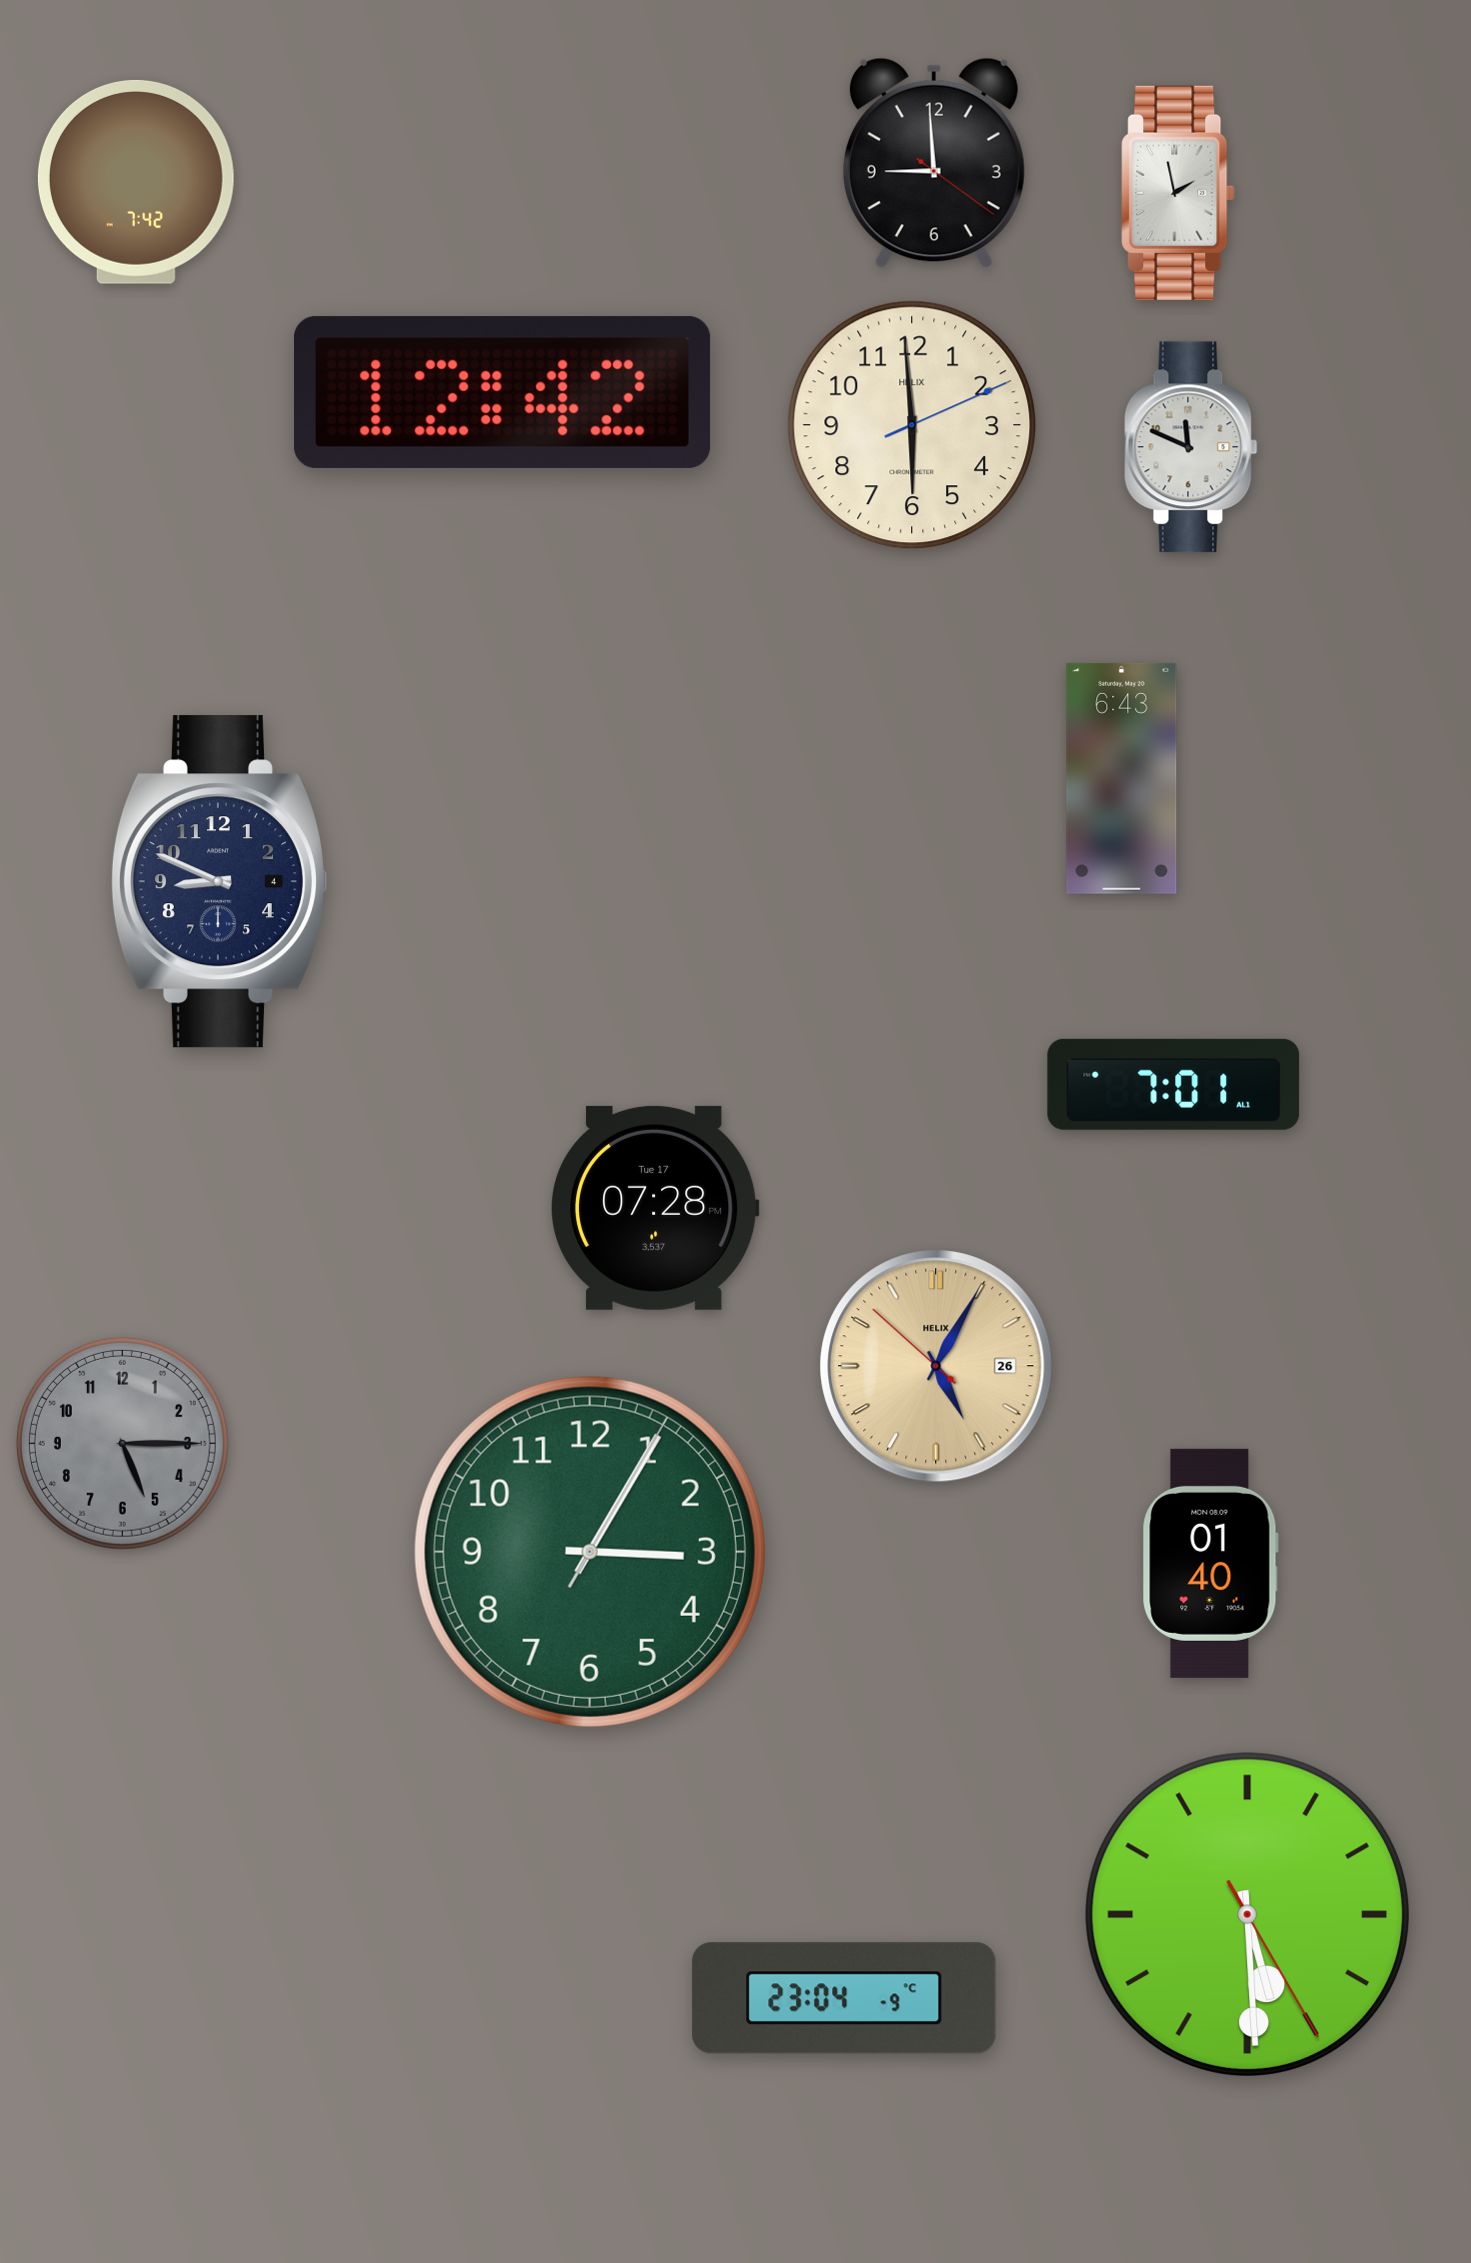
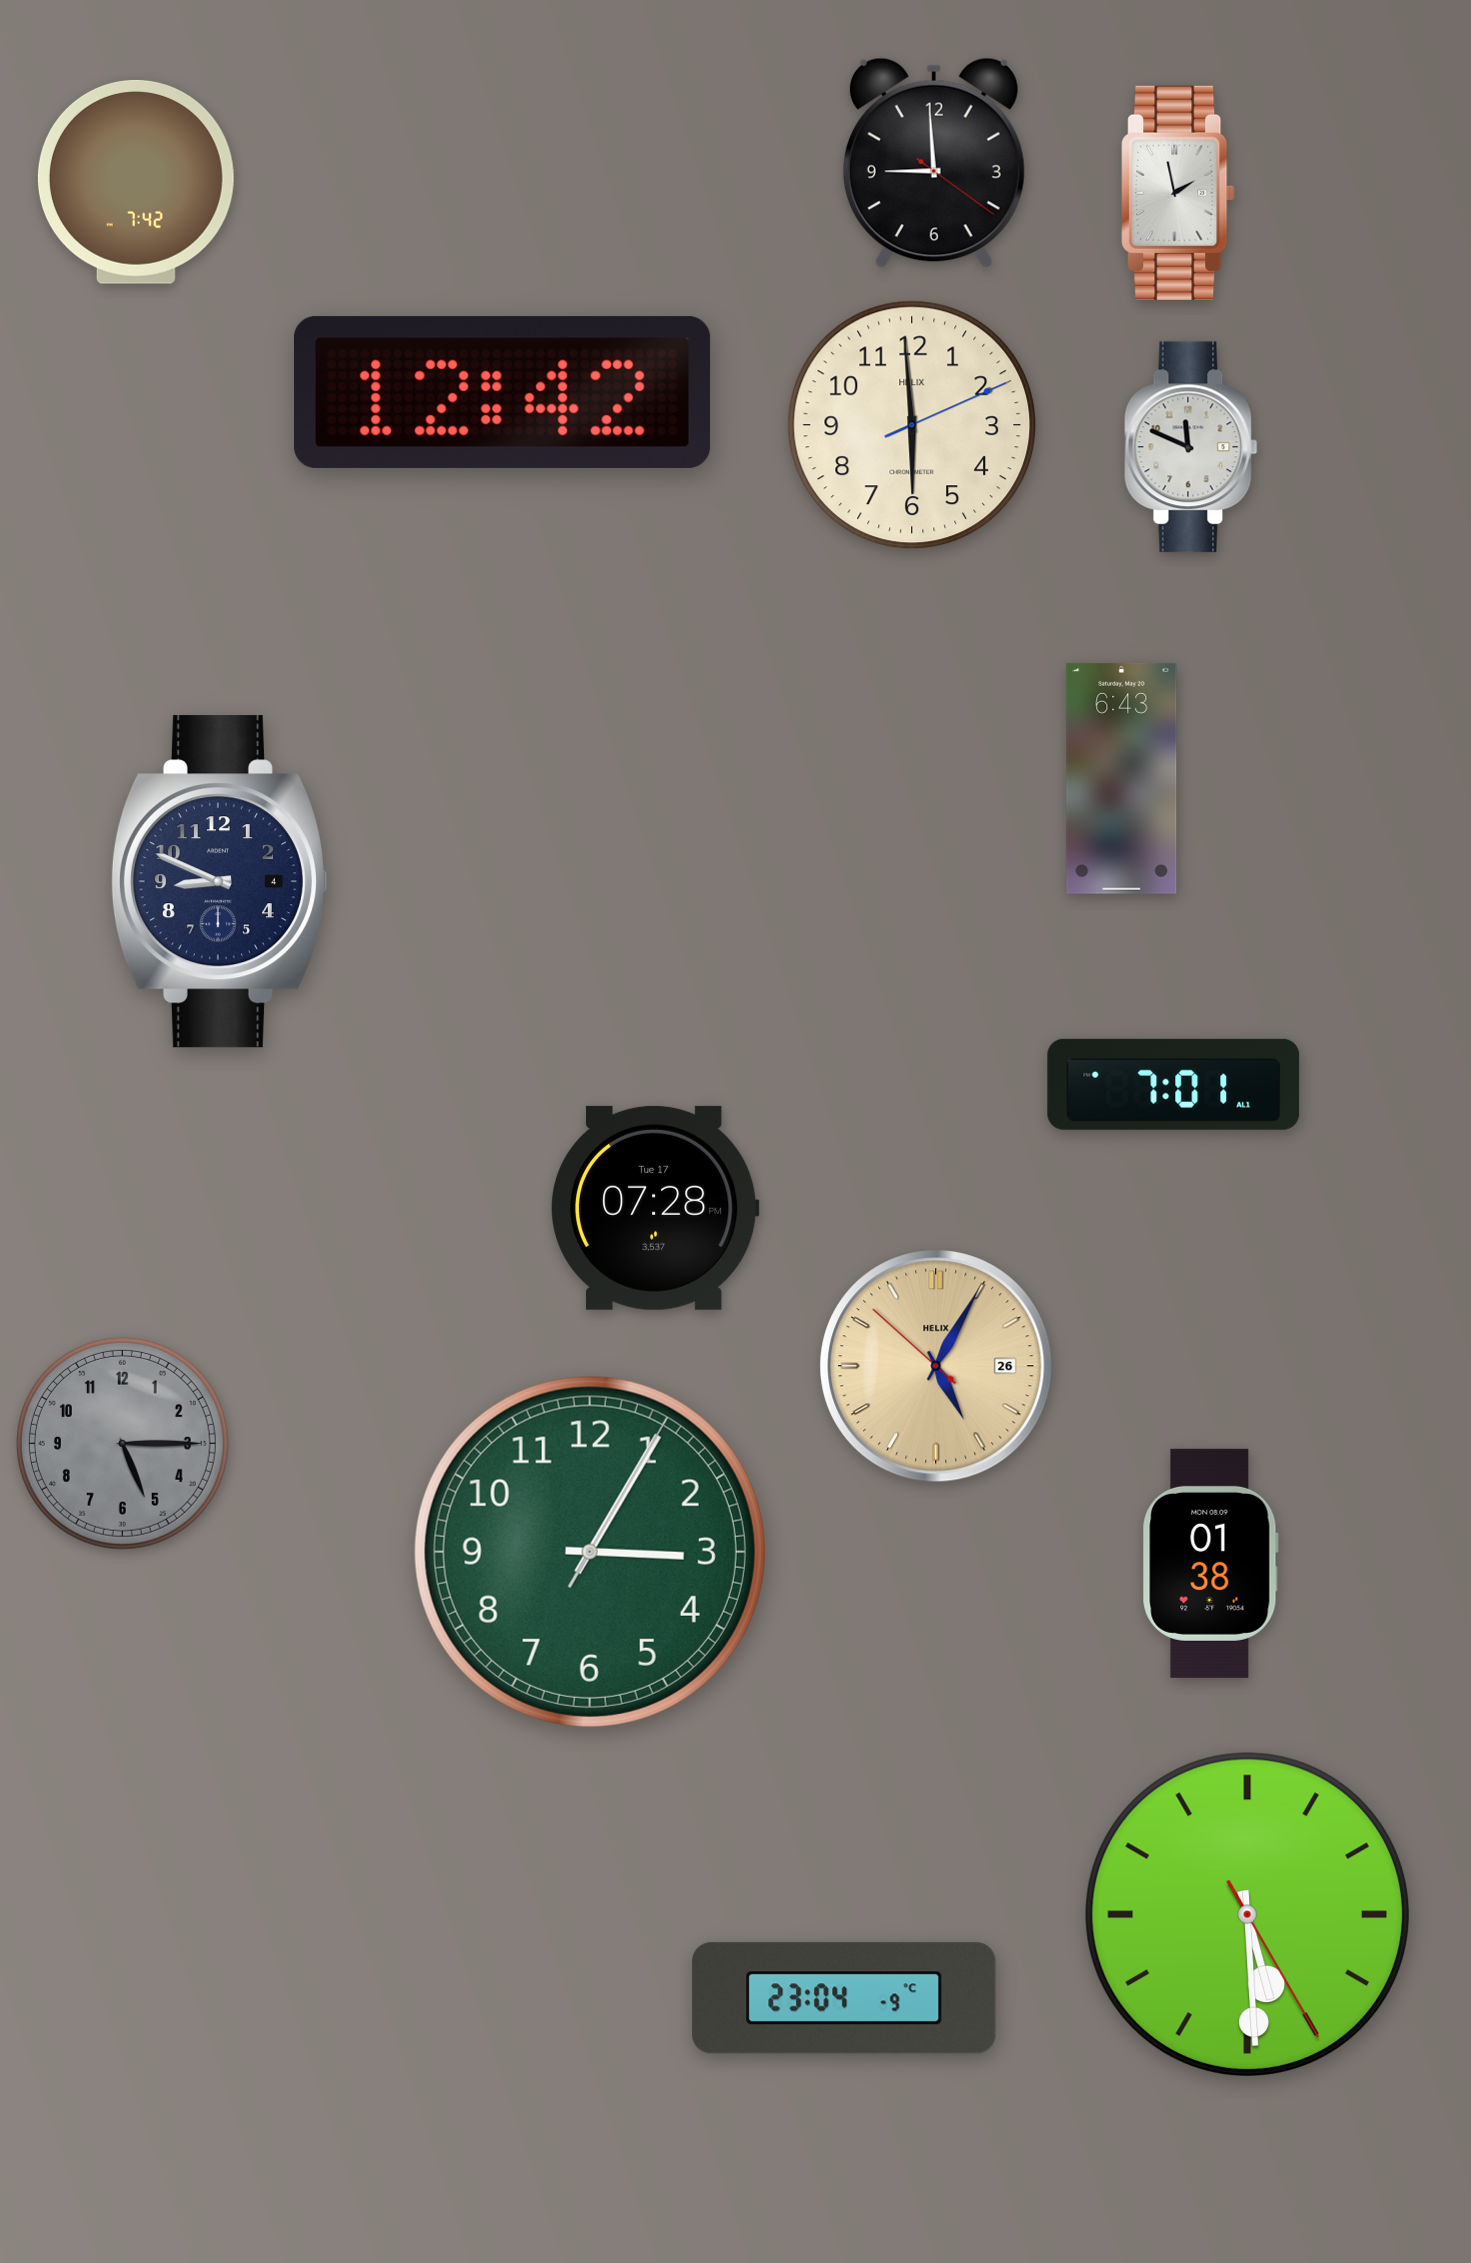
clock at (1210, 1563): 01:40 -> 01:38
